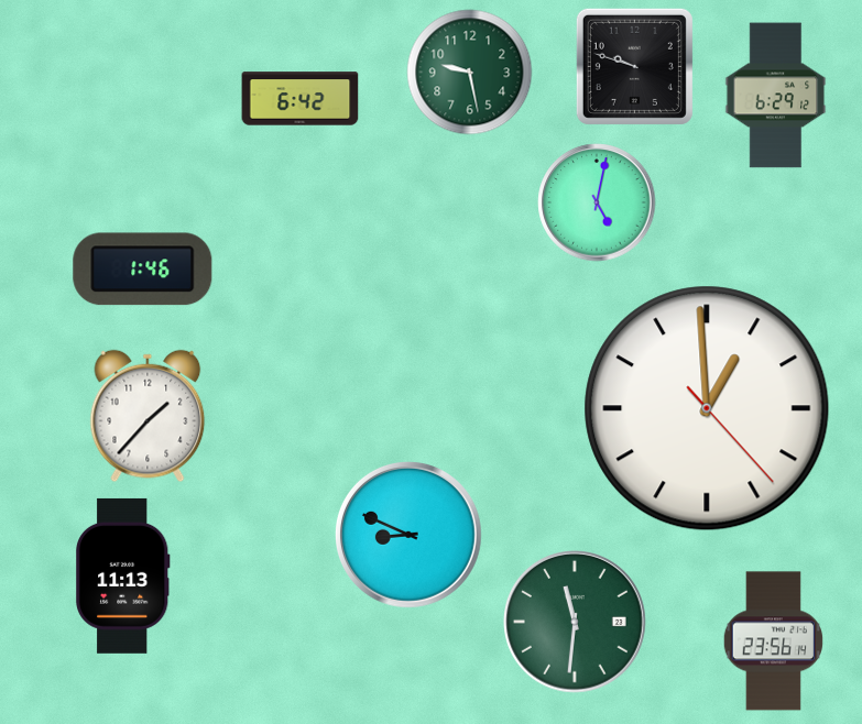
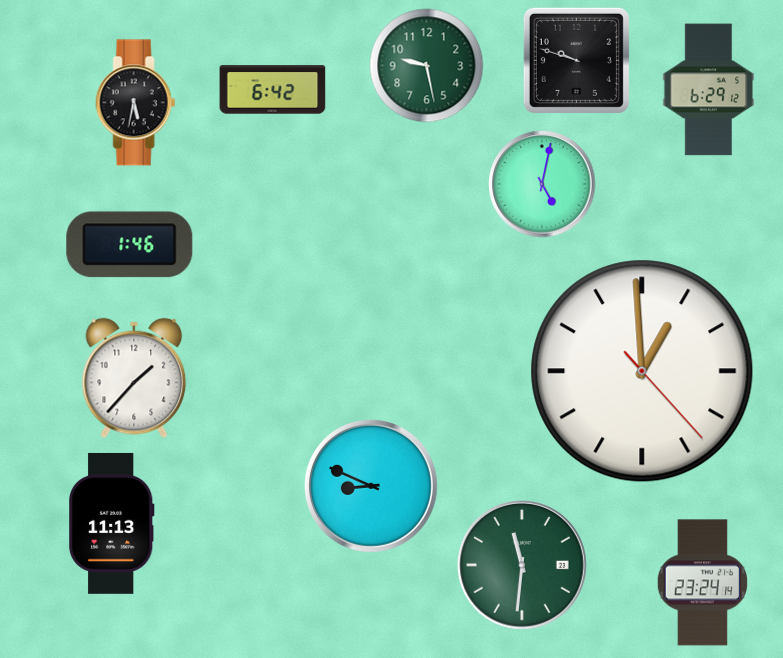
clock at (776, 96) position: (776, 96) -> (709, 90)
clock at (136, 103): none -> 5:32
clock at (773, 641): 23:56 -> 23:24
